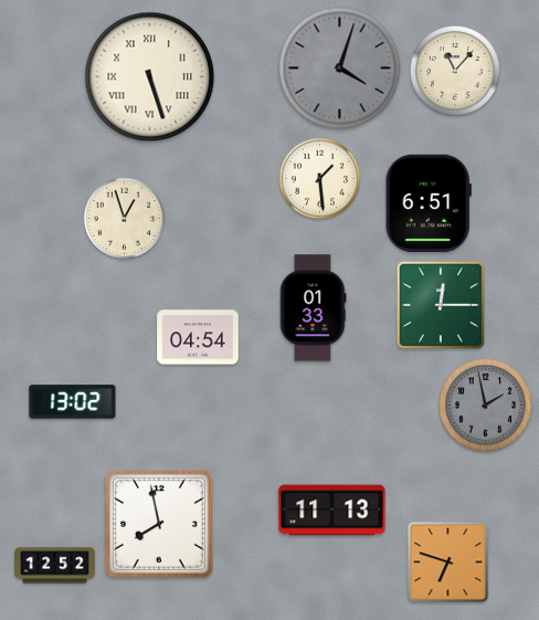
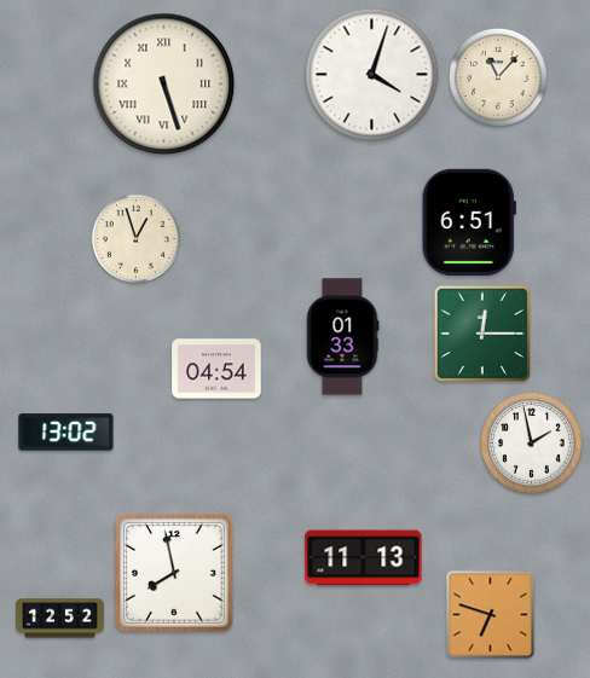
clock at (340, 69) dial: grey -> white
clock at (320, 179): 1:29 -> none
clock at (73, 402) position: (73, 402) -> (66, 433)
clock at (486, 406) dial: grey -> white
